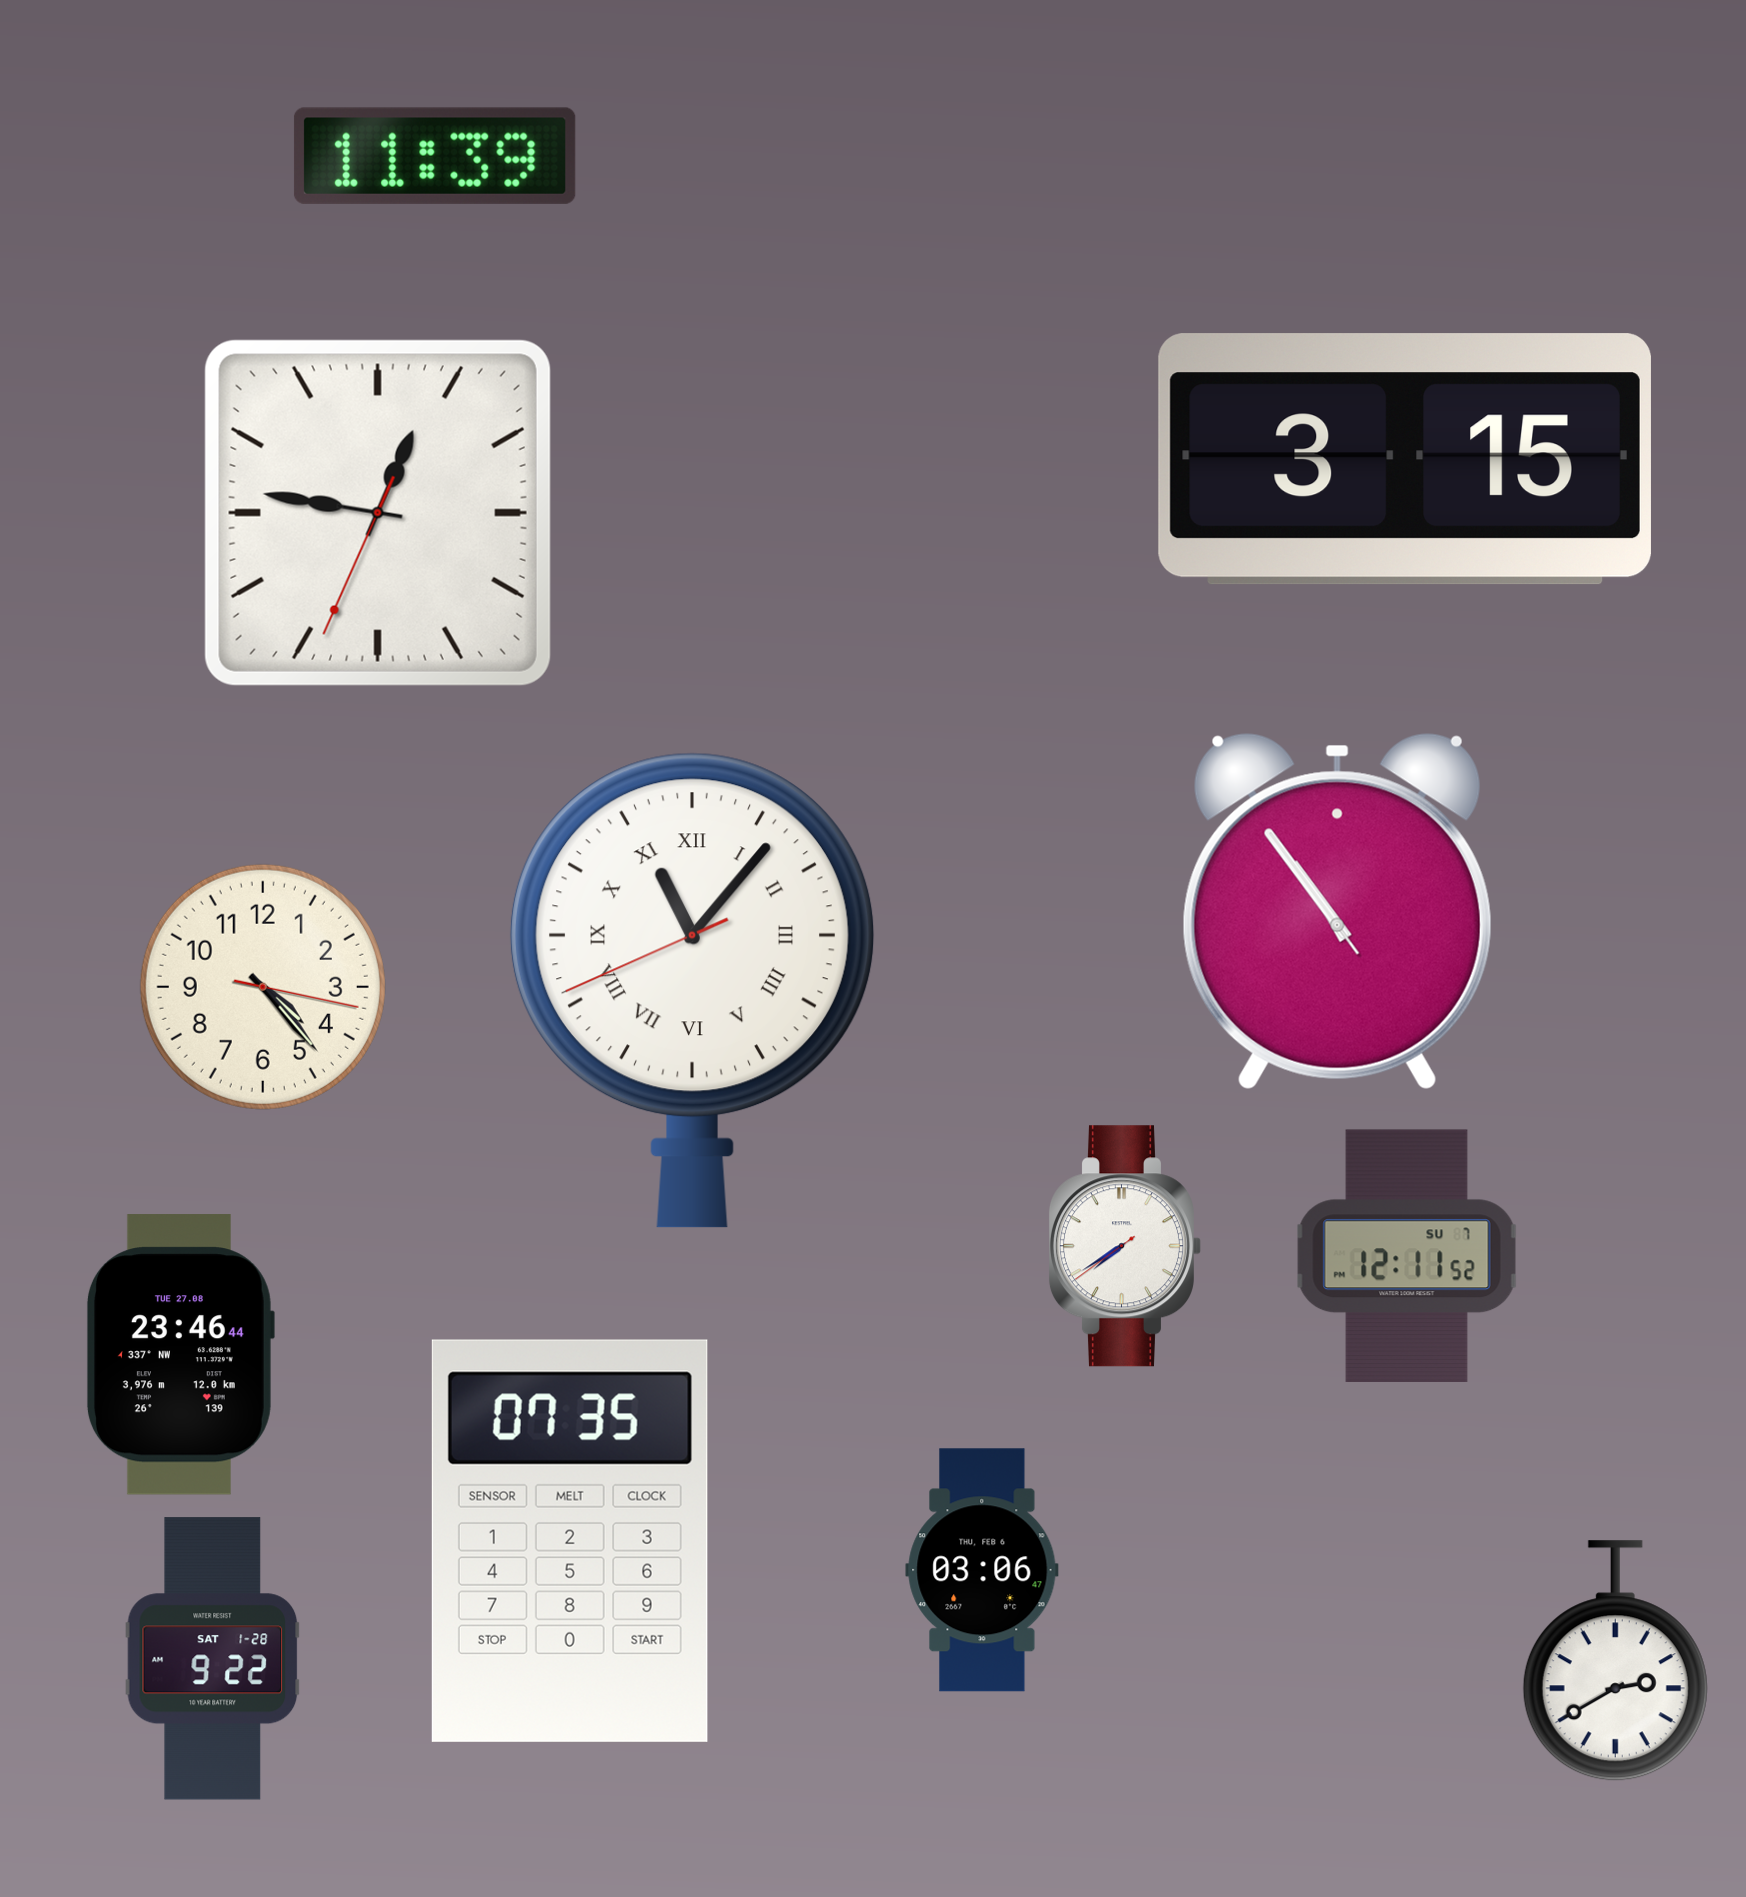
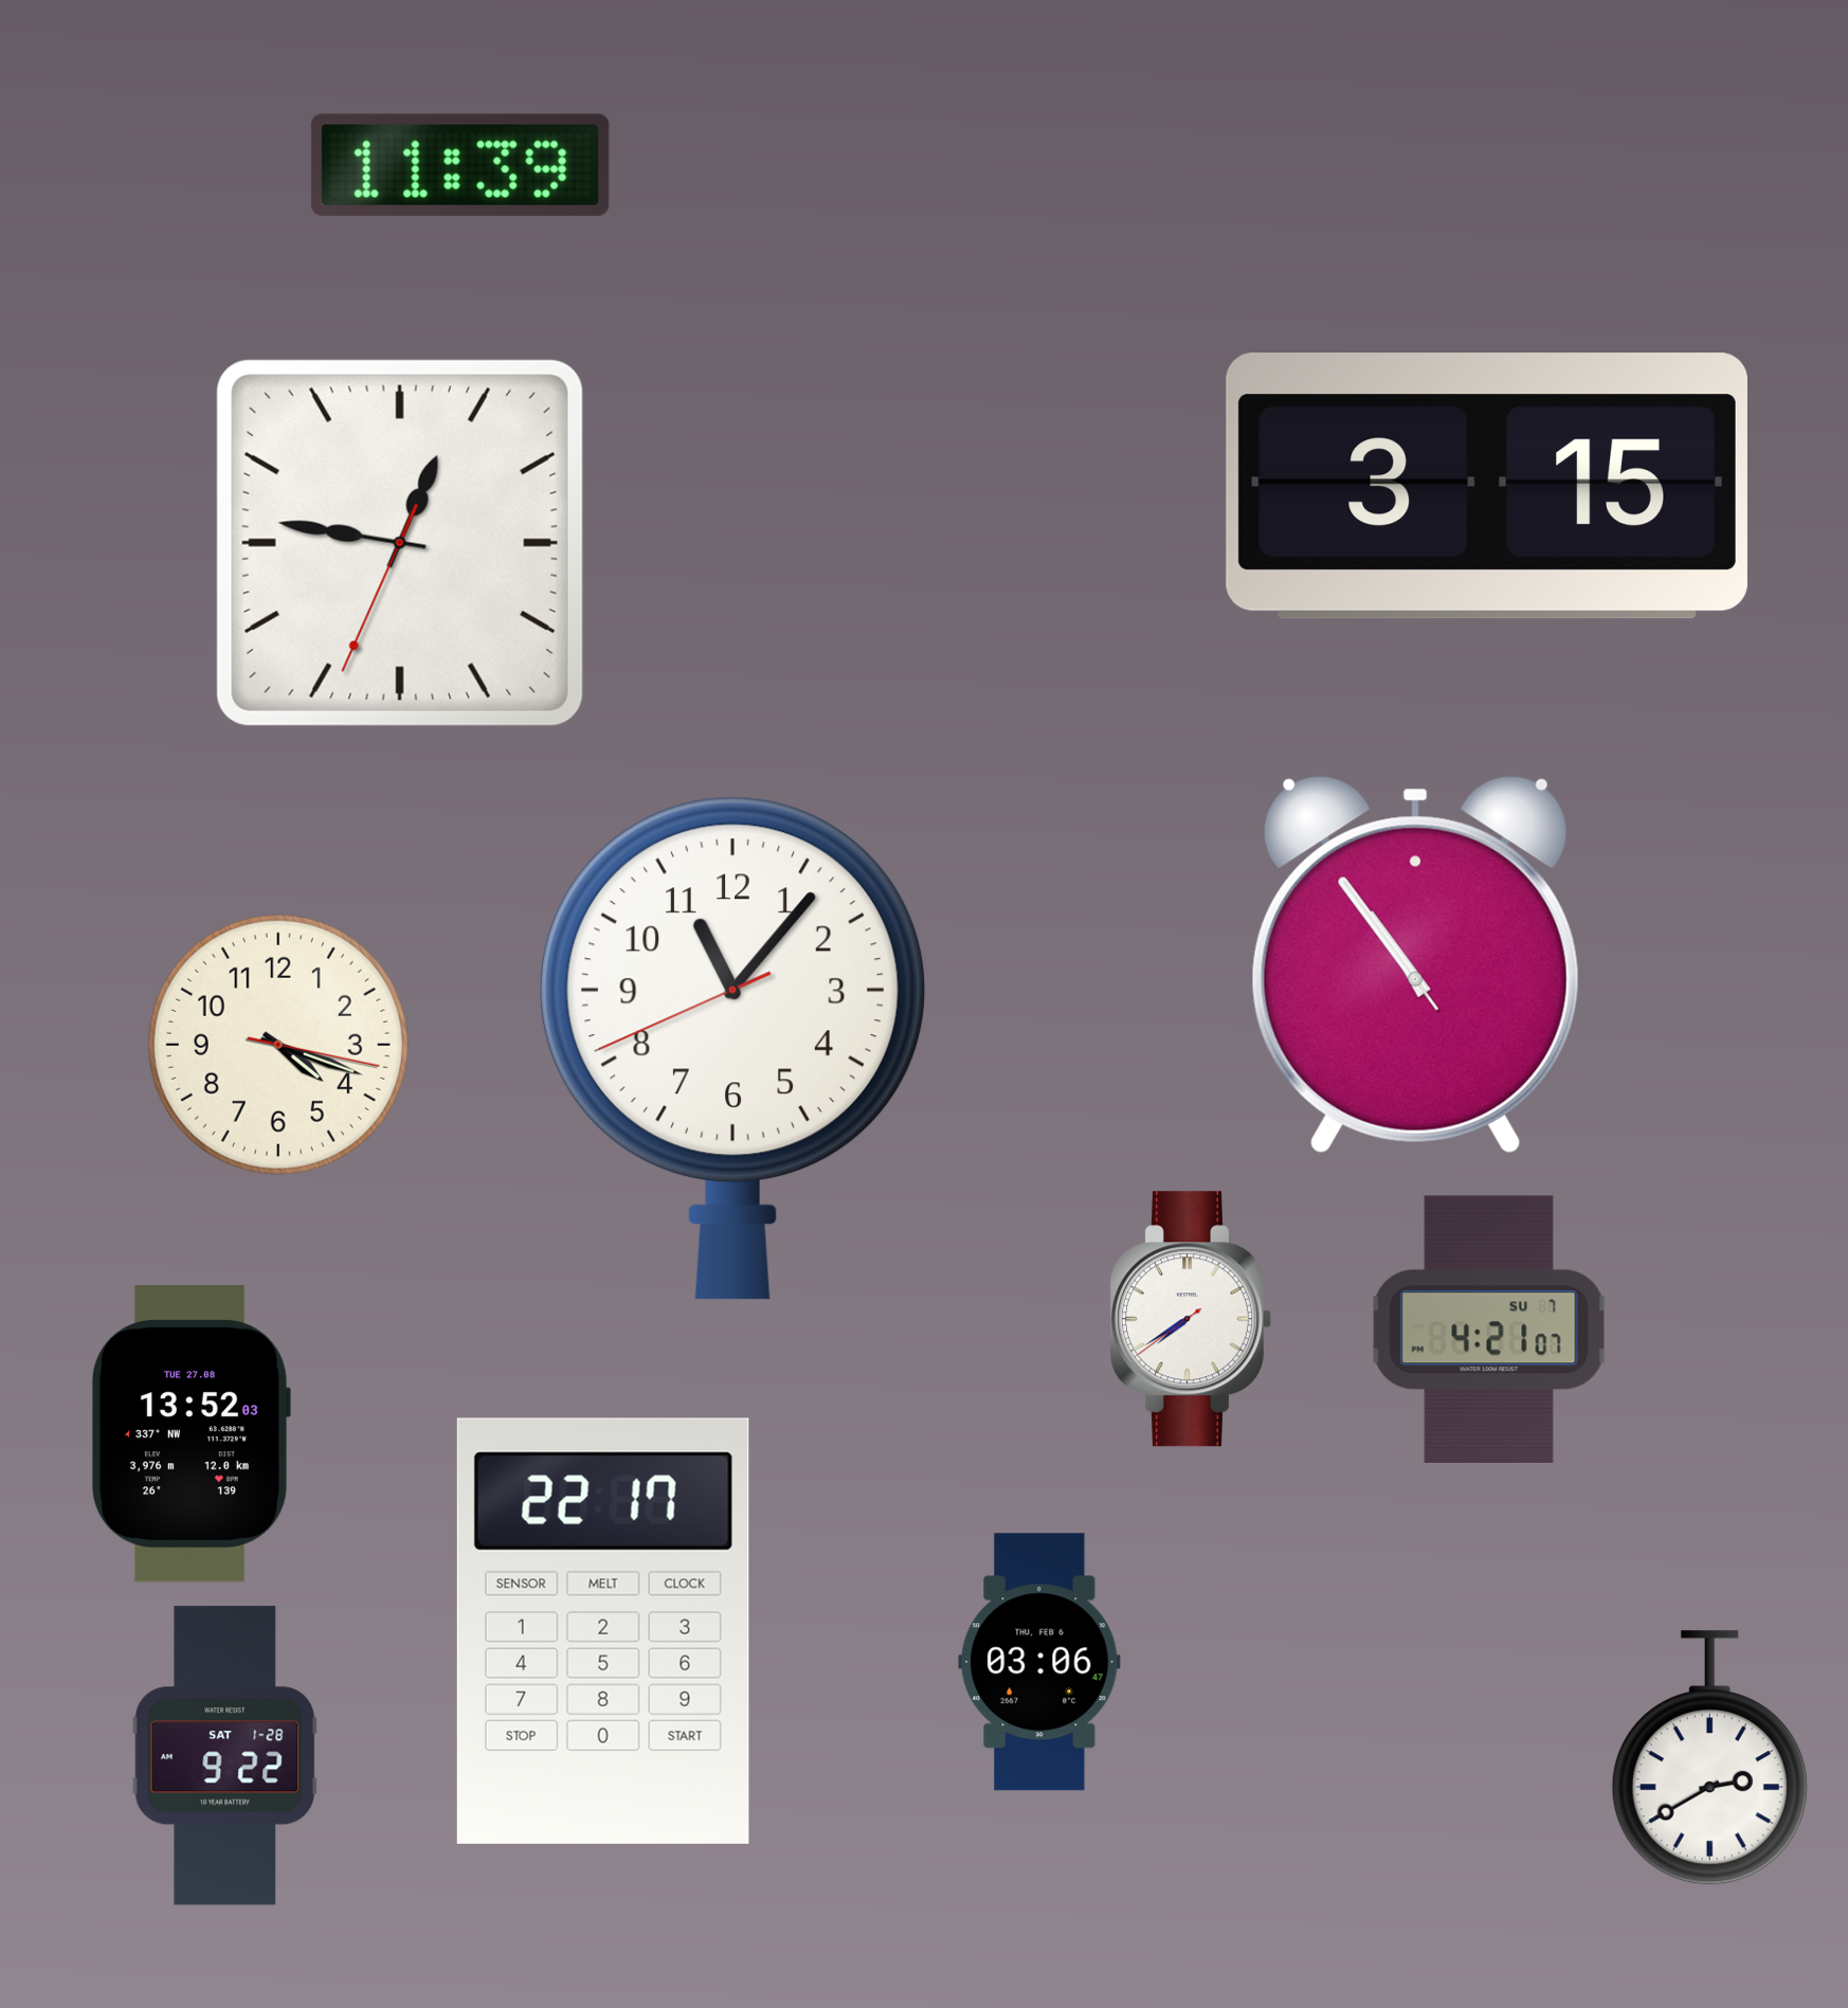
clock at (263, 987): 4:23 -> 4:18
clock at (692, 990) numerals: Roman -> Arabic
clock at (1407, 1255): 12:11 -> 4:21
clock at (180, 1355): 23:46 -> 13:52
clock at (570, 1541): 07:35 -> 22:17
